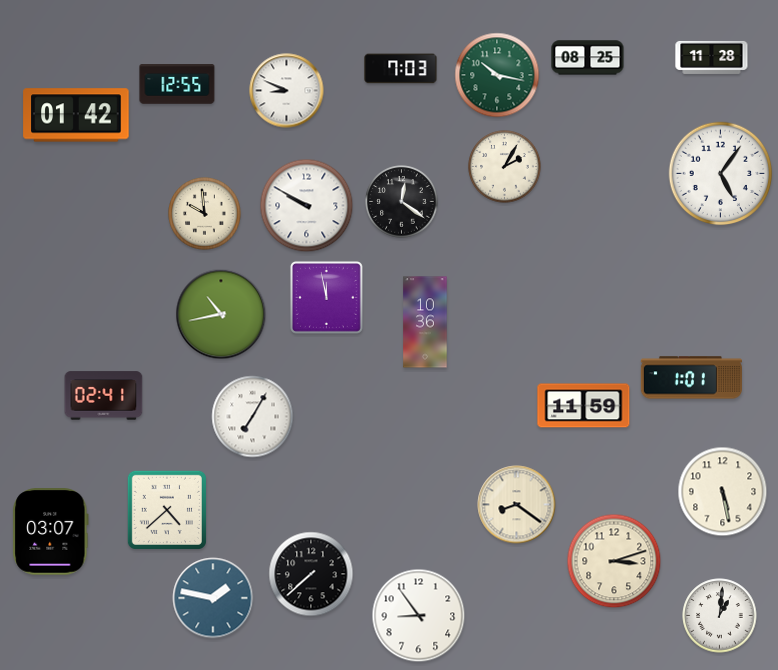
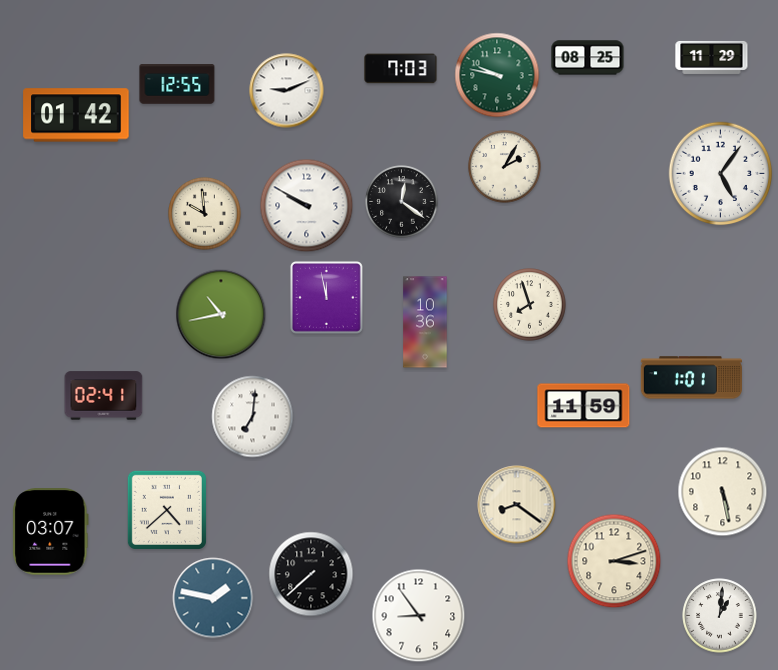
clock at (712, 57): 11:28 -> 11:29
clock at (497, 75): 10:17 -> 9:47
clock at (287, 91): 8:49 -> 9:11
clock at (530, 305): none -> 7:57
clock at (253, 417): 7:05 -> 7:01
